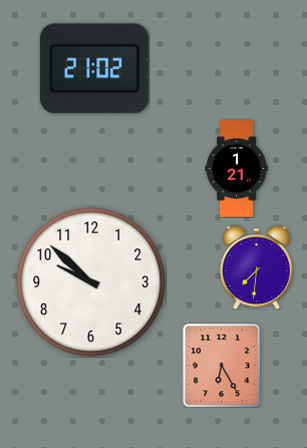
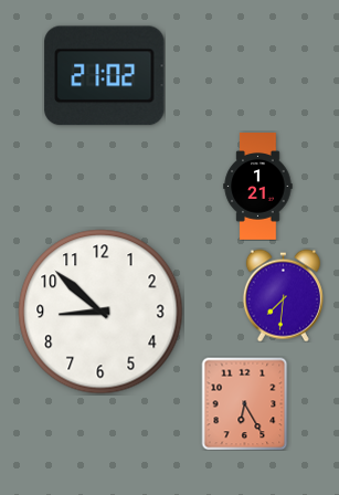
clock at (237, 169) position: (237, 169) -> (258, 187)
clock at (91, 282): 9:52 -> 8:52
